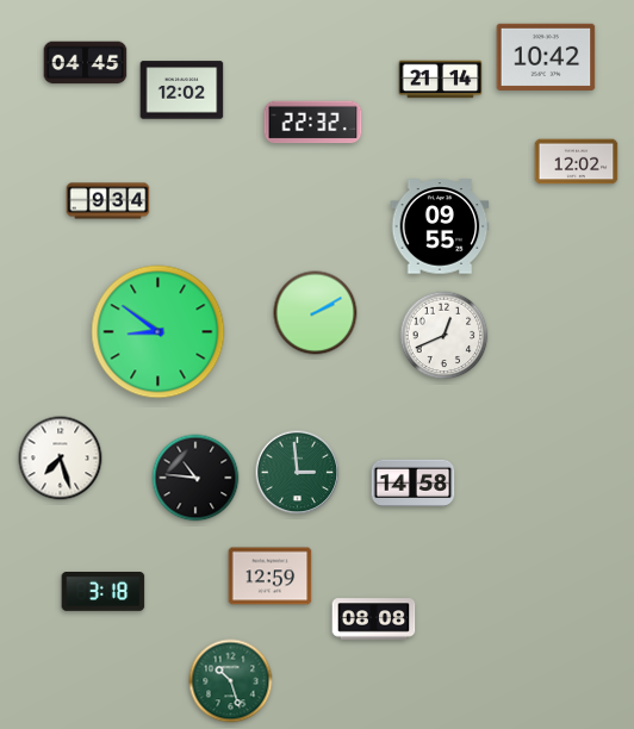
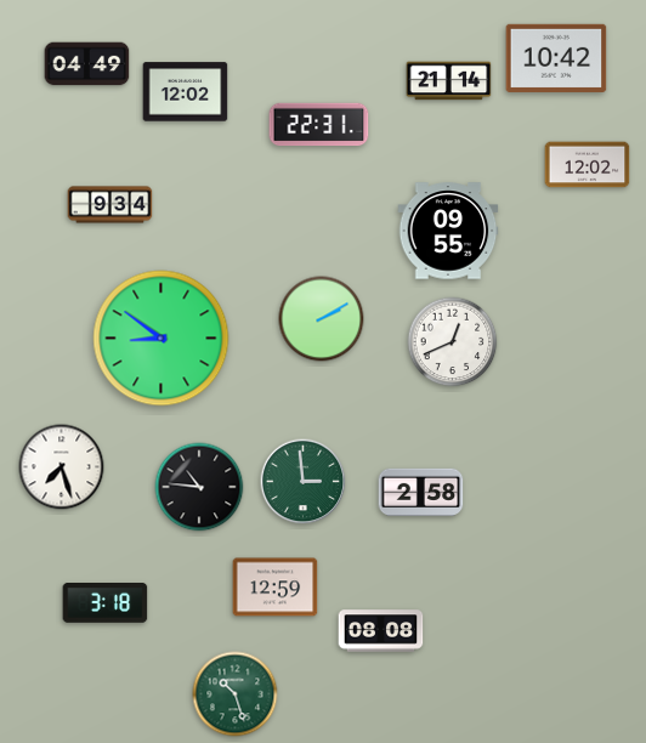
clock at (86, 63): 04:45 -> 04:49
clock at (313, 123): 22:32 -> 22:31
clock at (414, 482): 14:58 -> 2:58
